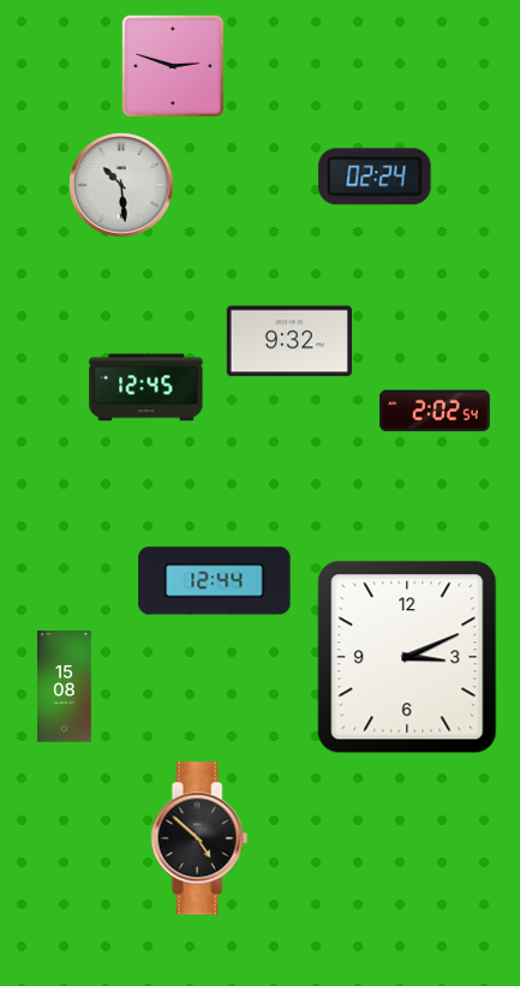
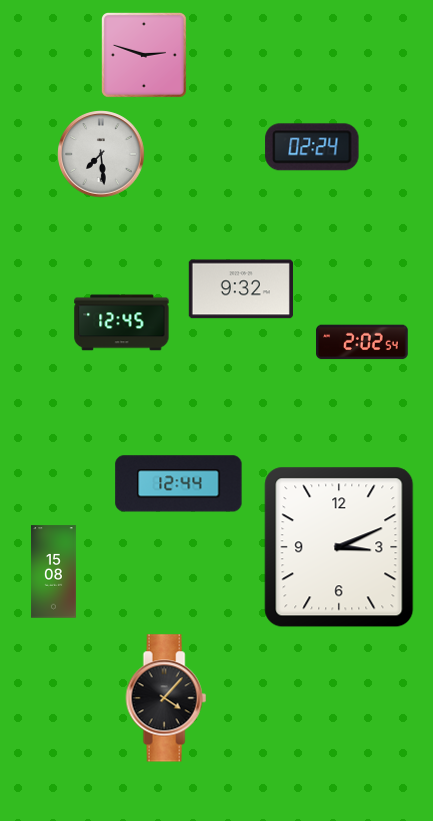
clock at (121, 185): 10:29 -> 7:29
clock at (289, 341) position: (289, 341) -> (241, 289)
clock at (199, 838): 4:52 -> 4:07
